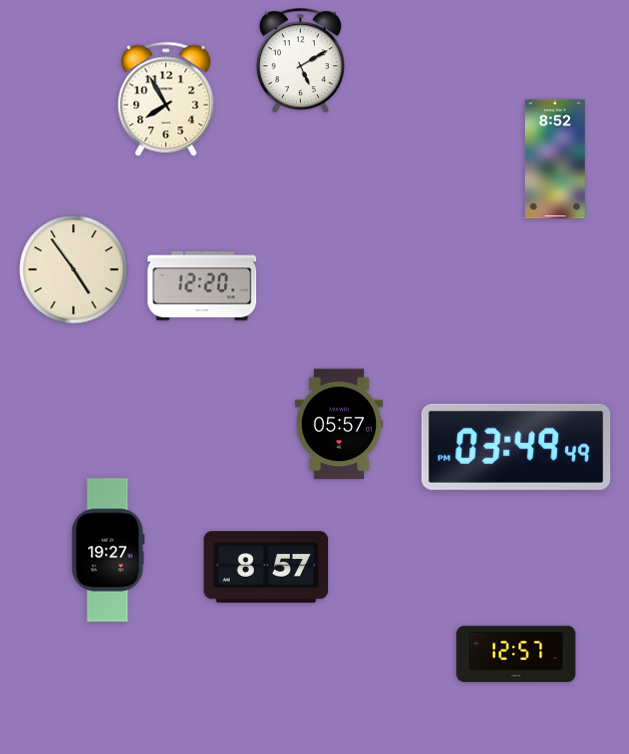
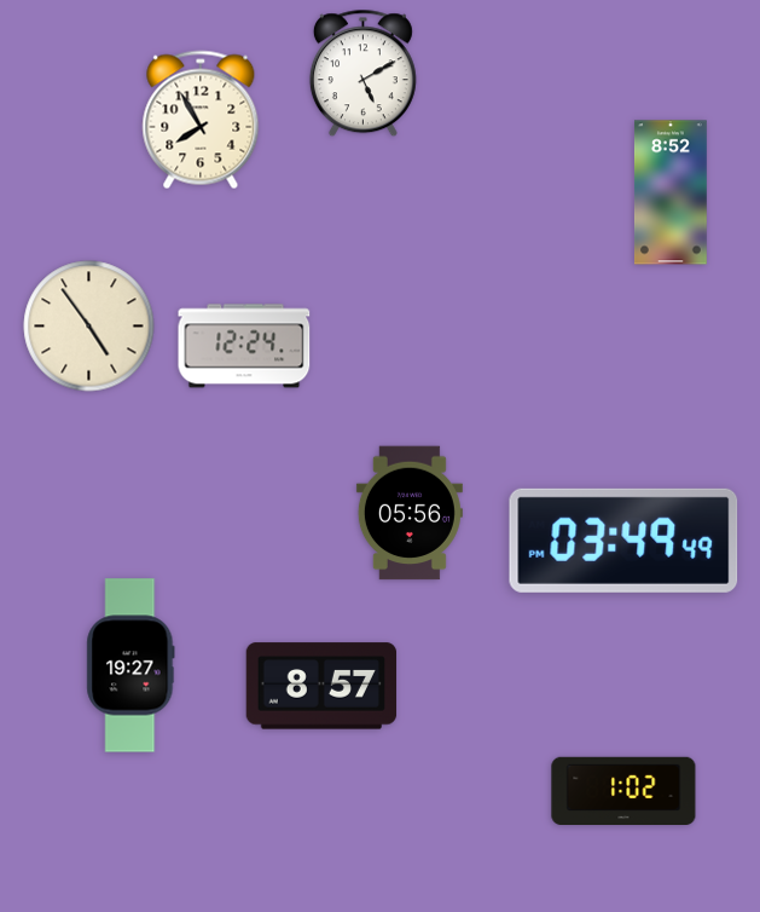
clock at (202, 286): 12:20 -> 12:24
clock at (339, 424): 05:57 -> 05:56
clock at (516, 653): 12:57 -> 1:02
